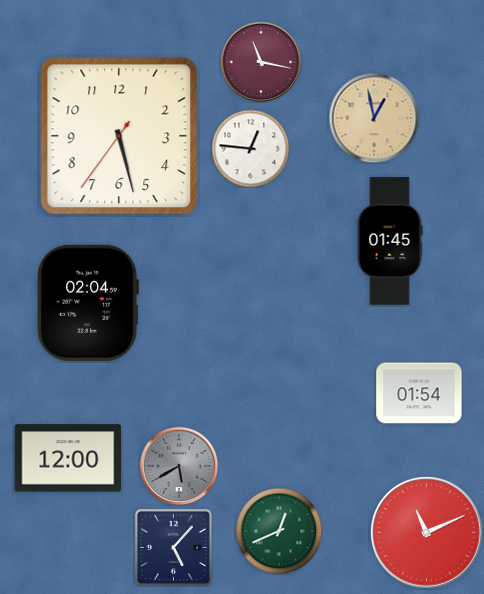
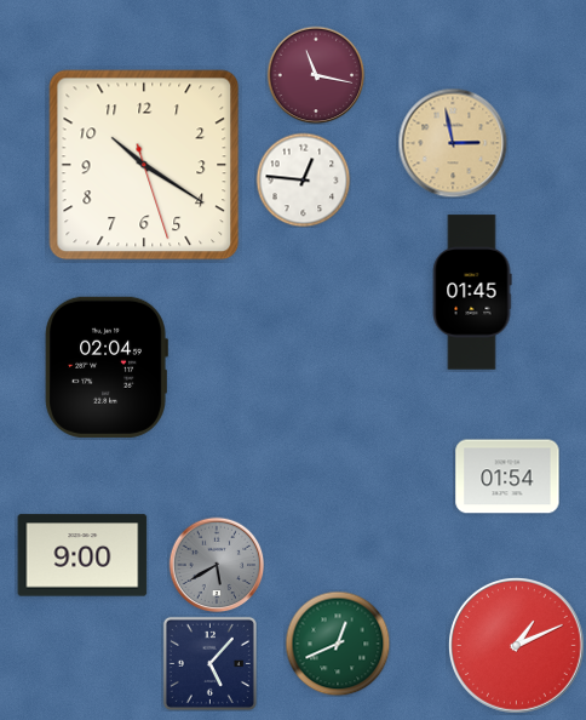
clock at (374, 118): 12:58 -> 2:58
clock at (119, 136): 5:27 -> 10:20
clock at (68, 458): 12:00 -> 9:00
clock at (427, 533): 11:11 -> 1:11
